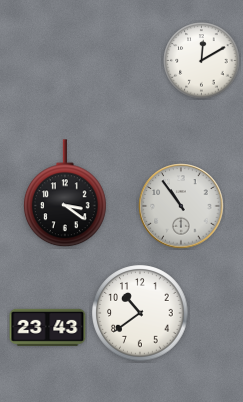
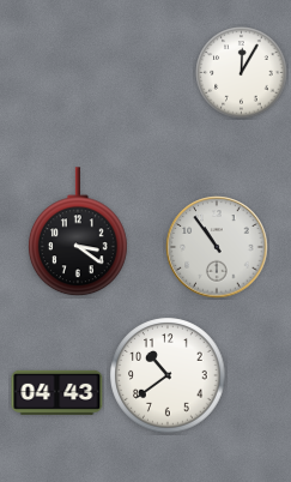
clock at (202, 61): 12:10 -> 12:05
clock at (48, 327): 23:43 -> 04:43
